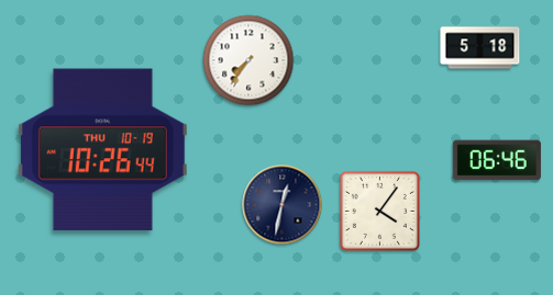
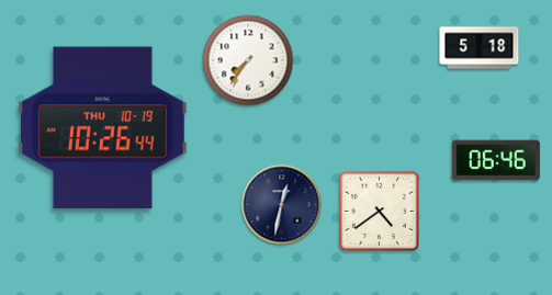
clock at (102, 150) position: (102, 150) -> (102, 128)
clock at (379, 211): 4:06 -> 4:39
